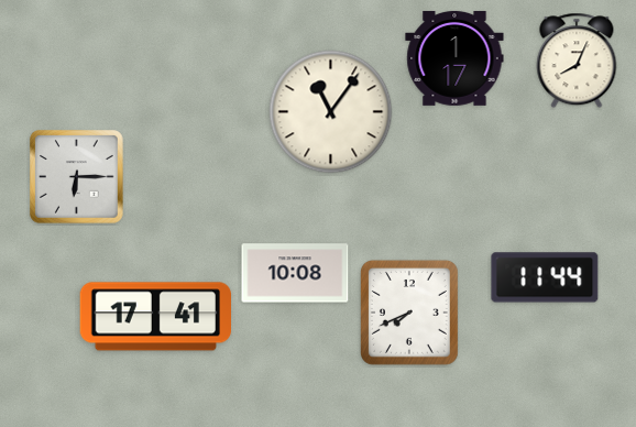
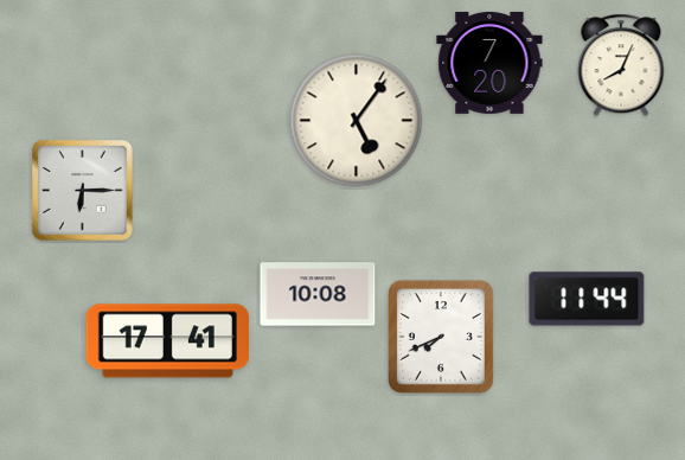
clock at (454, 58): 1:17 -> 7:20
clock at (331, 112): 11:06 -> 5:06
